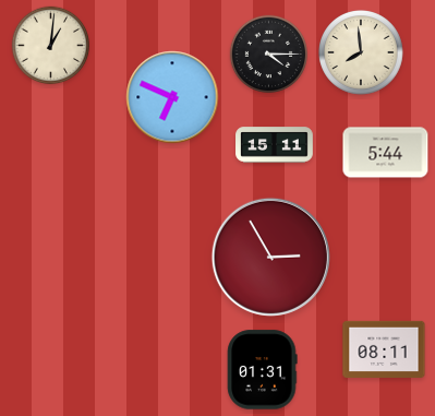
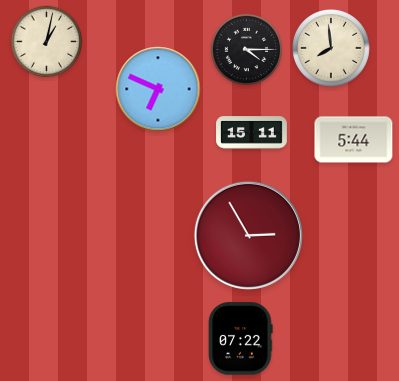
clock at (51, 46): 1:01 -> 1:02
clock at (384, 349): 08:11 -> none
clock at (262, 370): 01:31 -> 07:22
